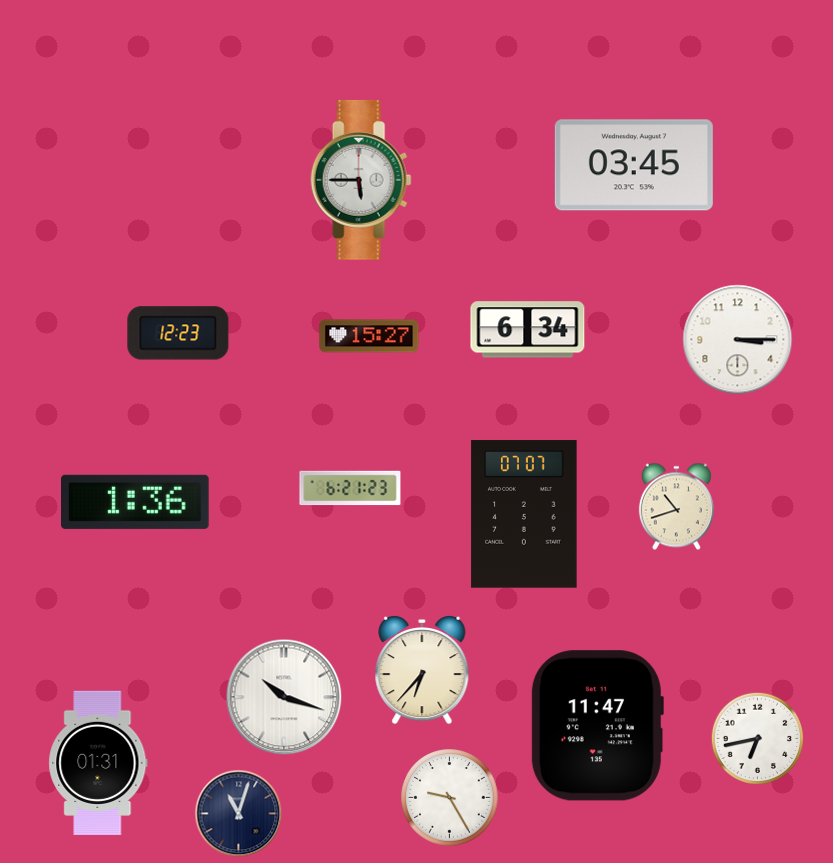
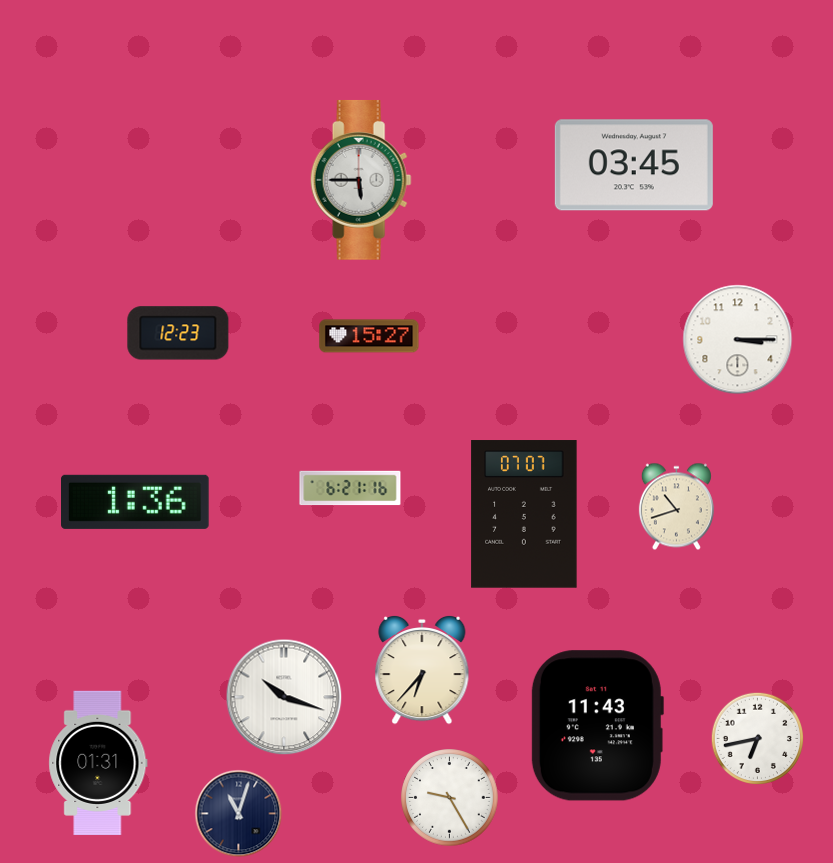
clock at (528, 330): 6:34 -> none
clock at (350, 488): 6:21:23 -> 6:21:16
clock at (597, 726): 11:47 -> 11:43
